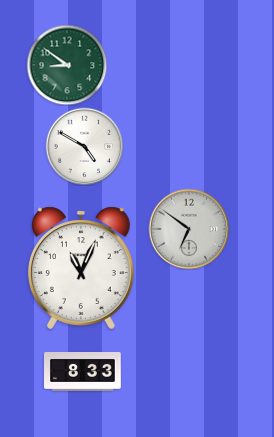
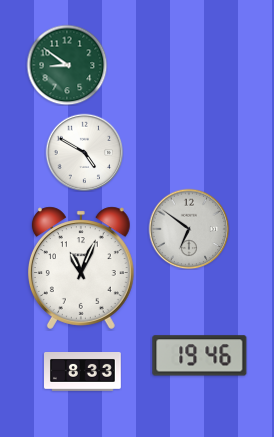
clock at (84, 146) position: (84, 146) -> (84, 152)
clock at (200, 356): none -> 19:46
